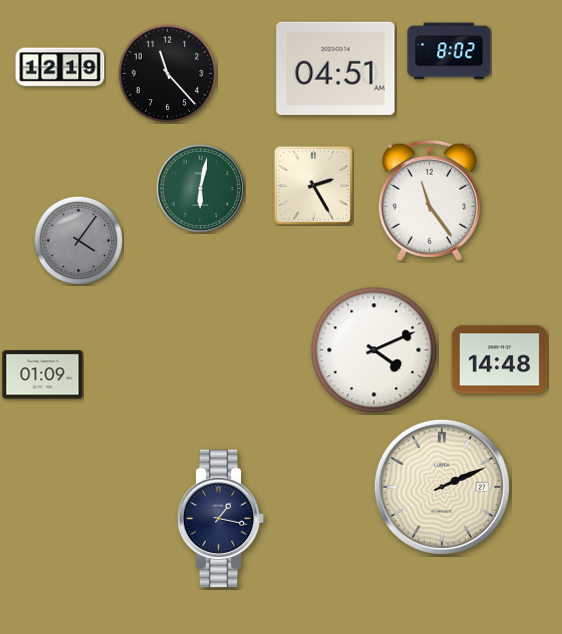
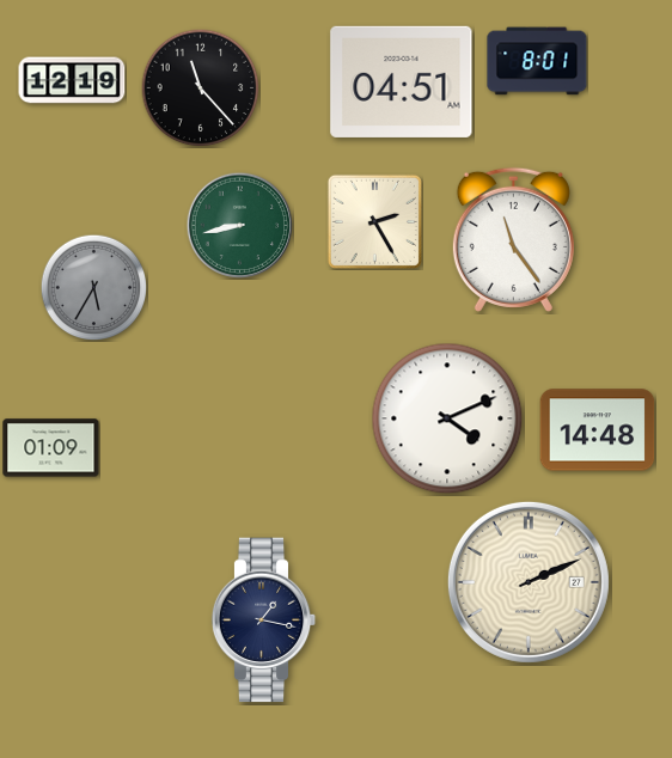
clock at (449, 51): 8:02 -> 8:01
clock at (200, 188): 6:02 -> 8:43
clock at (78, 240): 4:06 -> 5:35
